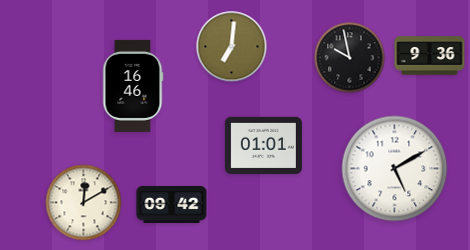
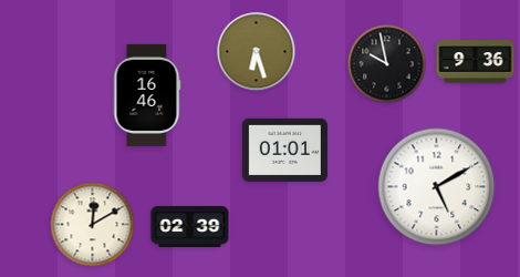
clock at (232, 47): 7:01 -> 6:27
clock at (263, 146) position: (263, 146) -> (284, 151)
clock at (172, 204): 09:42 -> 02:39
